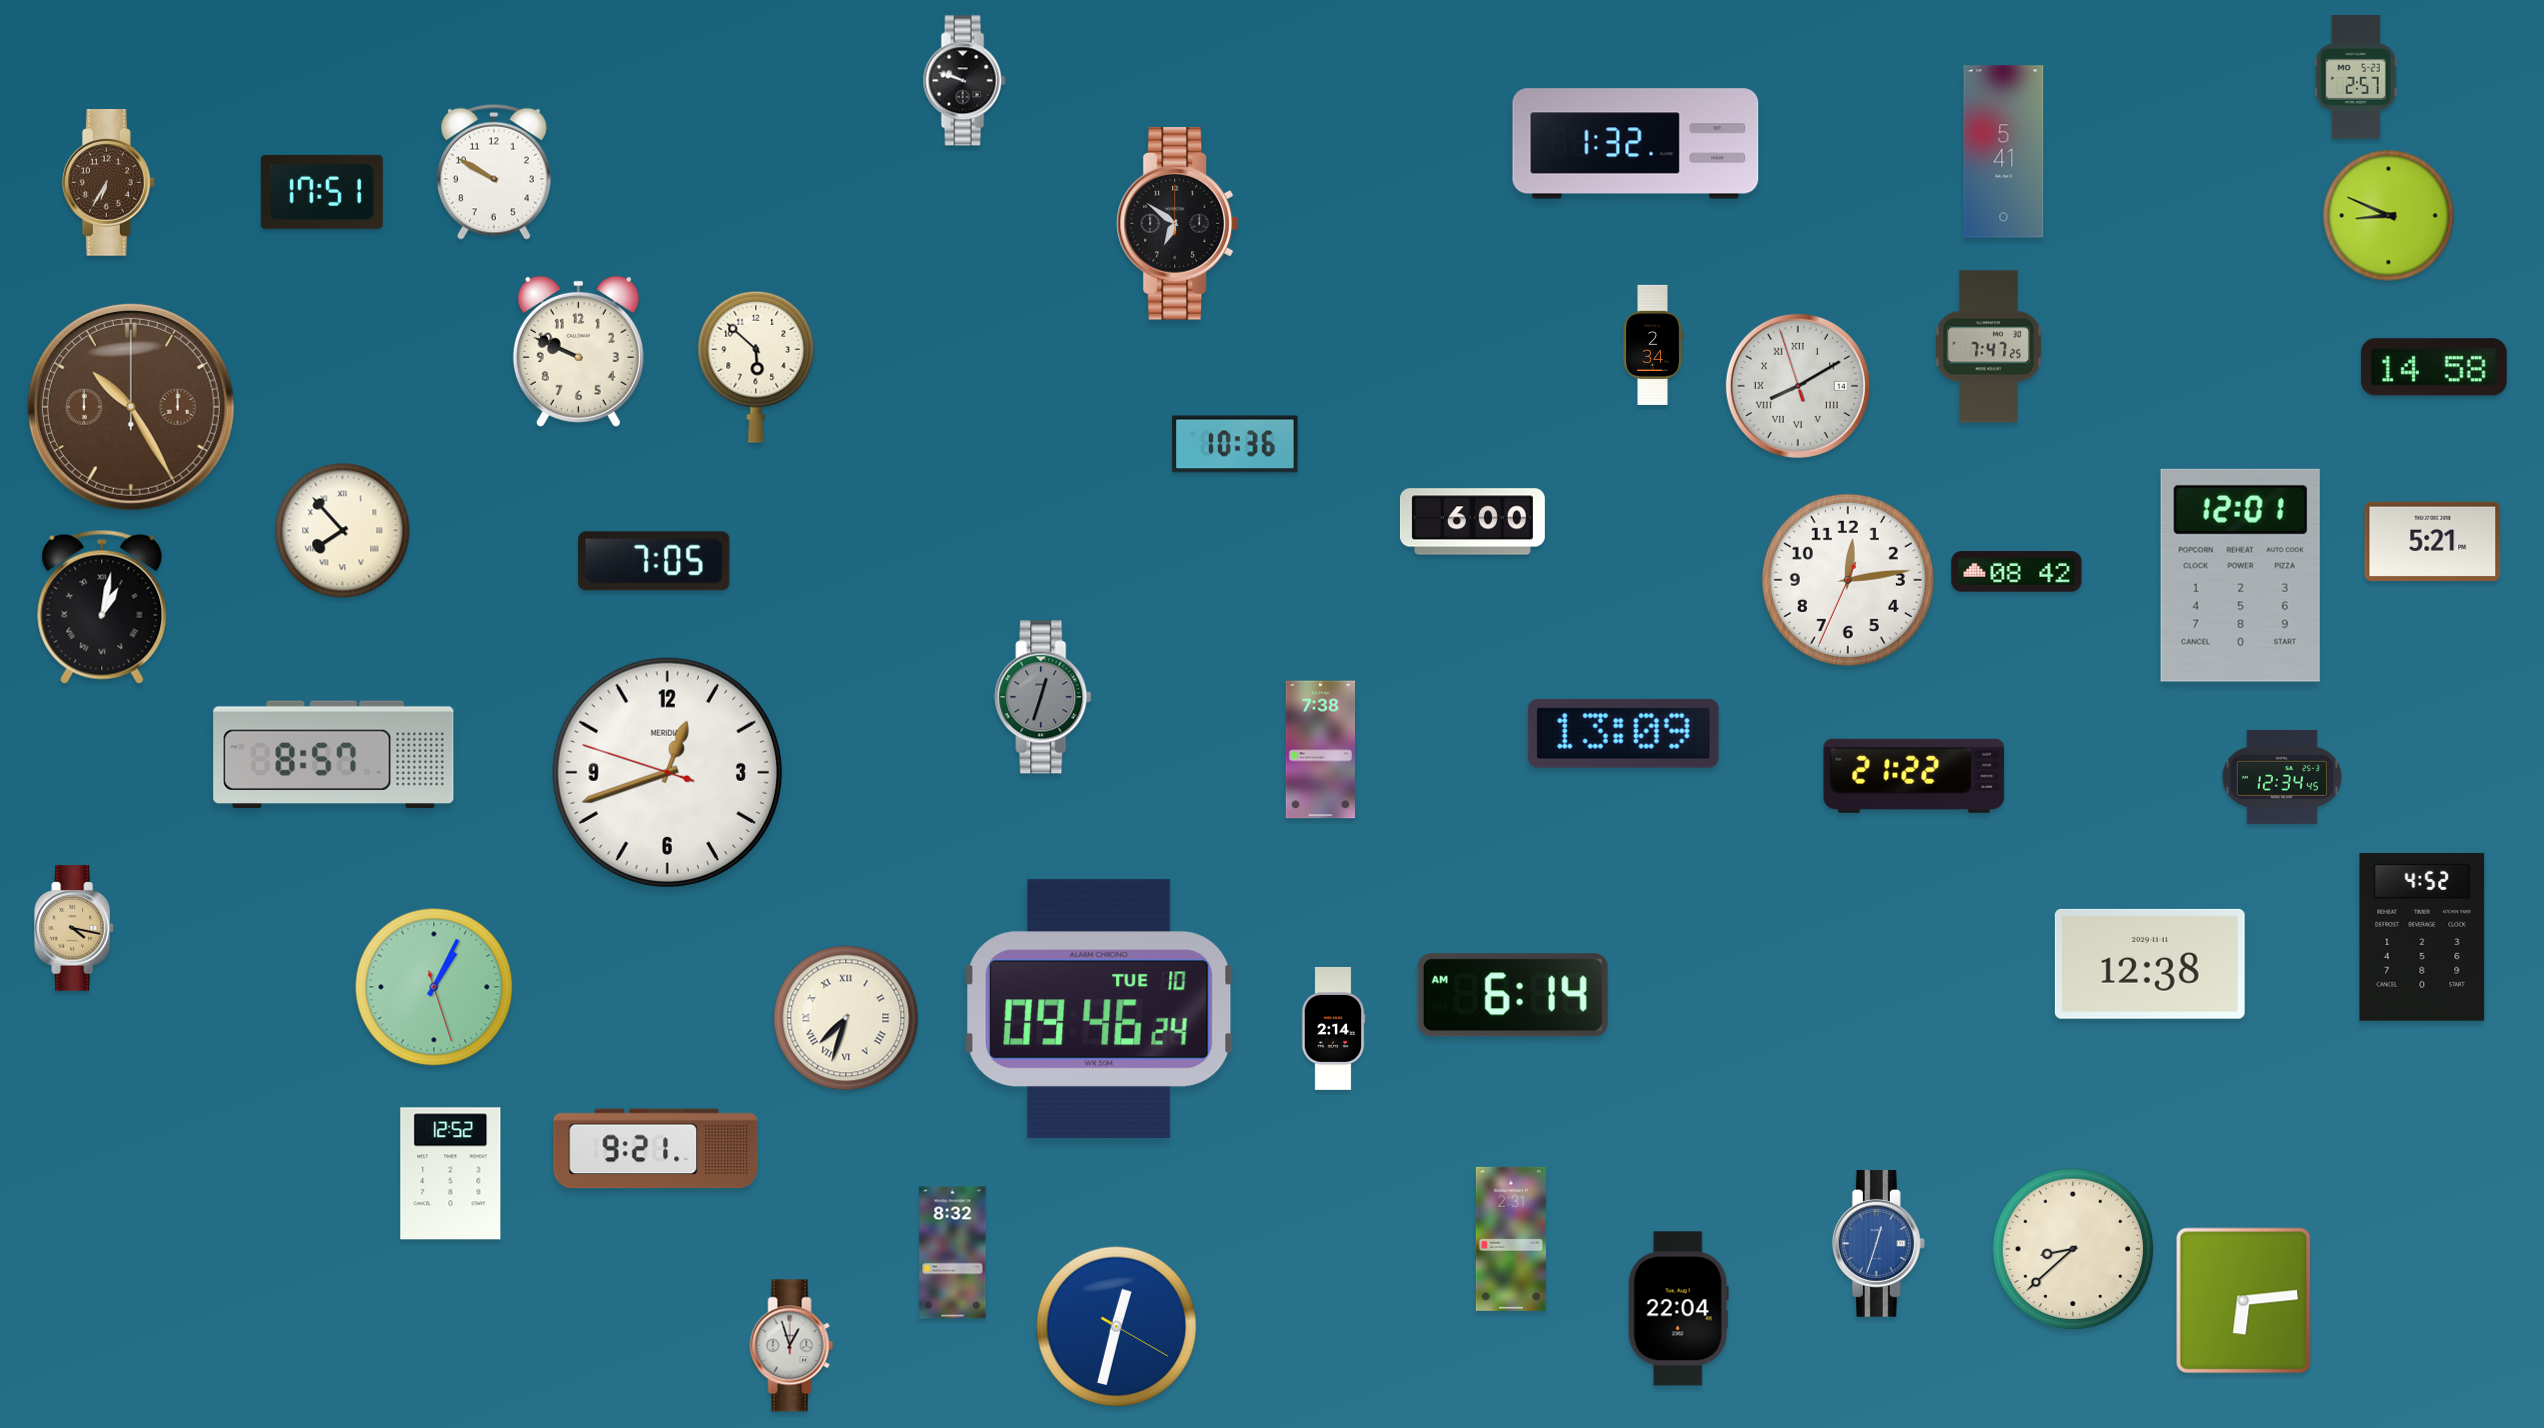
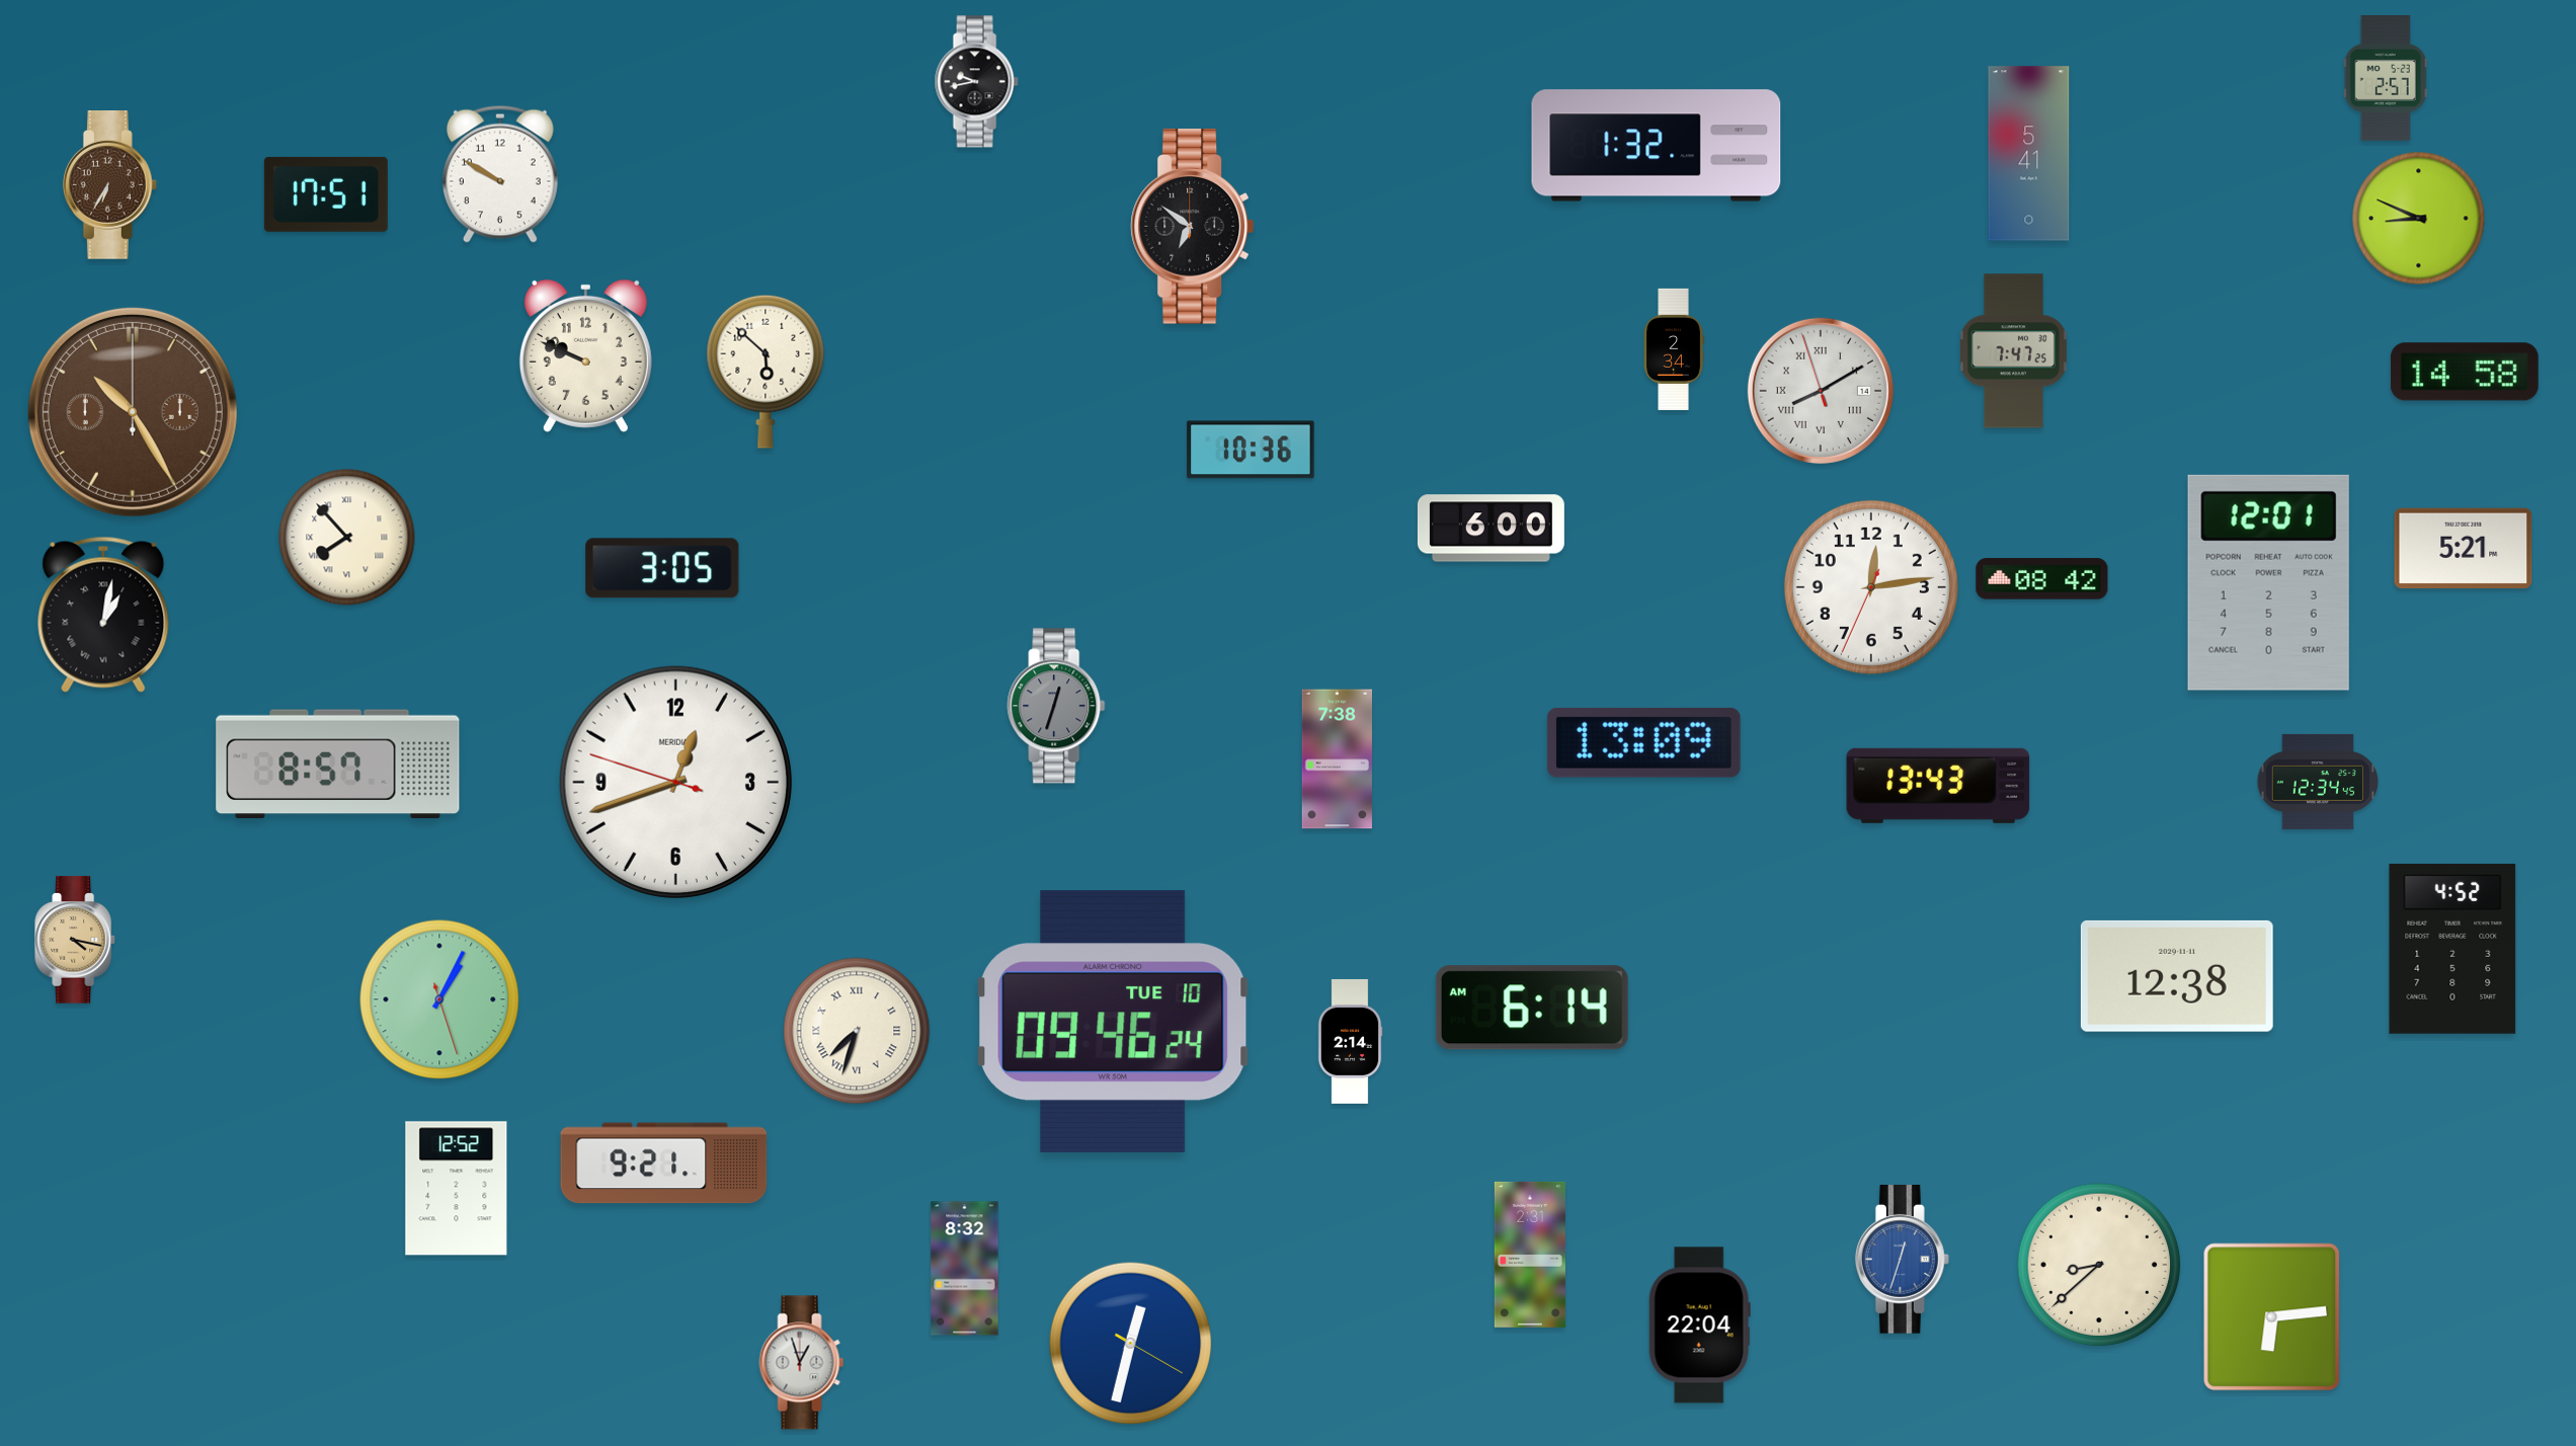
clock at (964, 81): 9:48 -> 9:43
clock at (654, 561): 7:05 -> 3:05
clock at (1914, 776): 21:22 -> 13:43
clock at (2281, 777) position: (2281, 777) -> (2317, 782)
